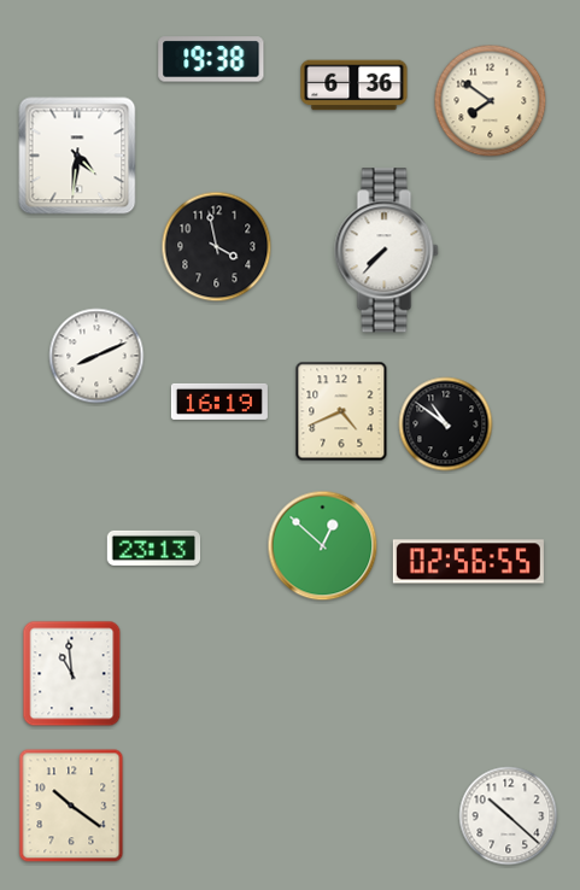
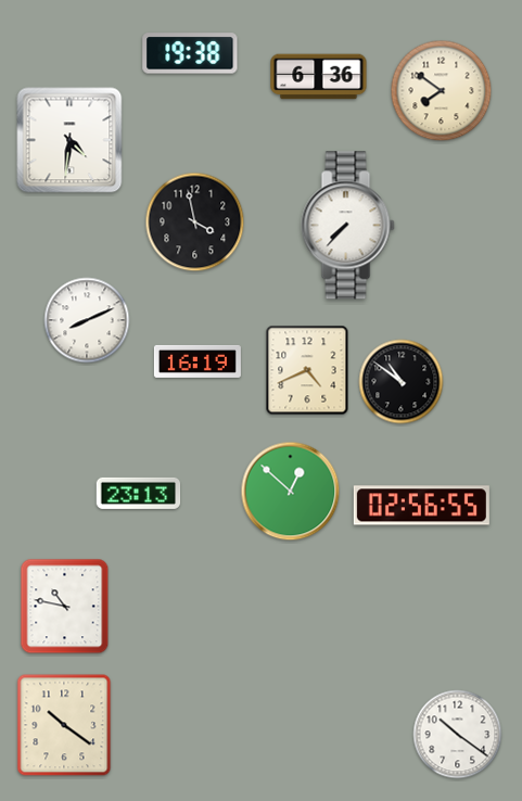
clock at (72, 674): 10:59 -> 10:47
clock at (509, 816): 10:22 -> 10:21
